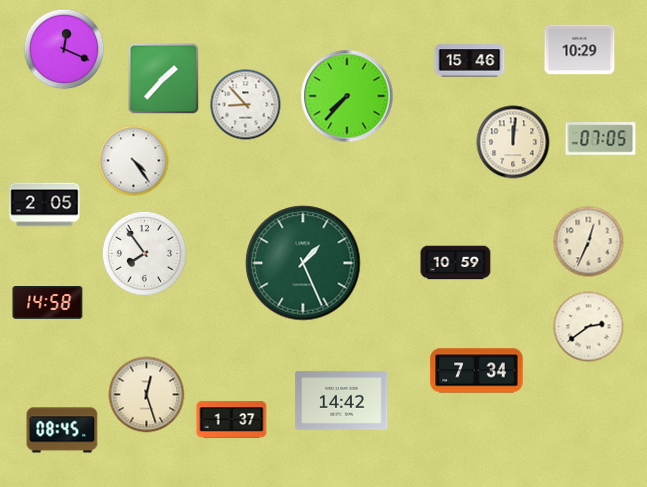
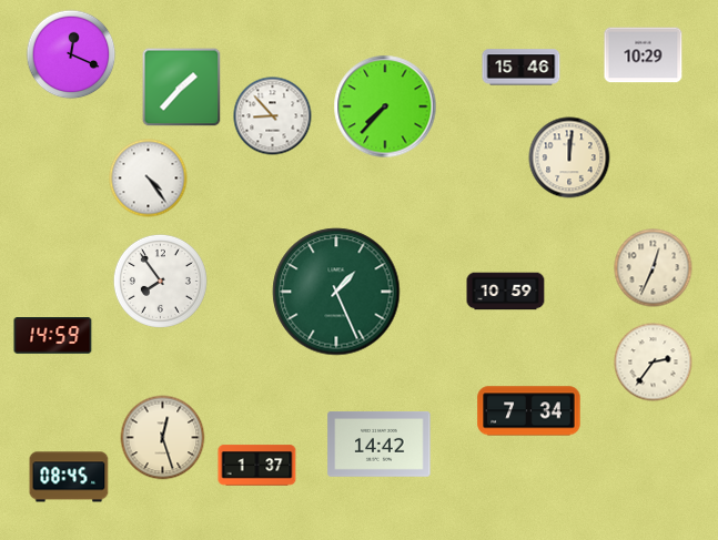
clock at (601, 139): 07:05 -> none
clock at (45, 205): 2:05 -> none
clock at (48, 303): 14:58 -> 14:59
clock at (589, 327): 2:39 -> 2:36
